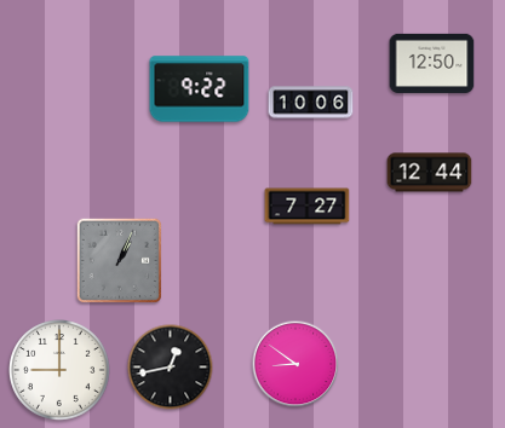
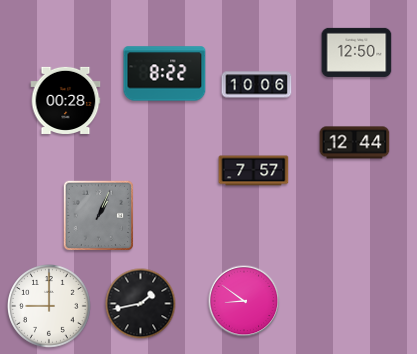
clock at (200, 89): 9:22 -> 8:22
clock at (66, 100): none -> 00:28
clock at (308, 207): 7:27 -> 7:57
clock at (171, 368): 12:43 -> 1:43
